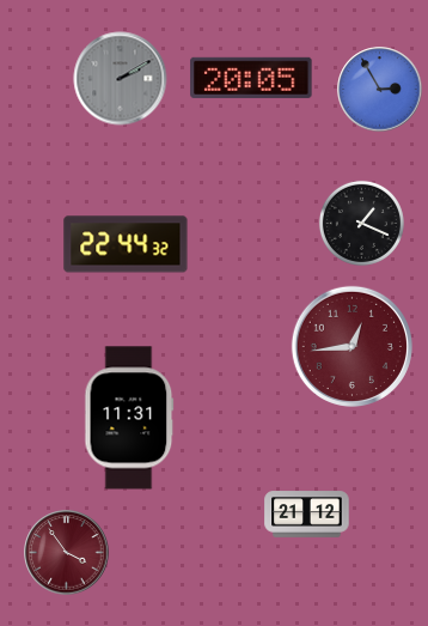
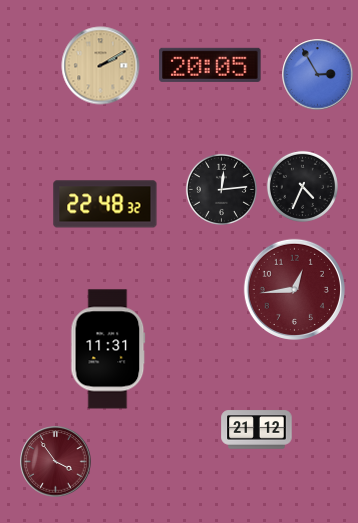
clock at (121, 79) dial: grey -> champagne
clock at (361, 223): 1:19 -> 4:34
clock at (221, 189): none -> 12:14
clock at (126, 244): 22:44 -> 22:48
